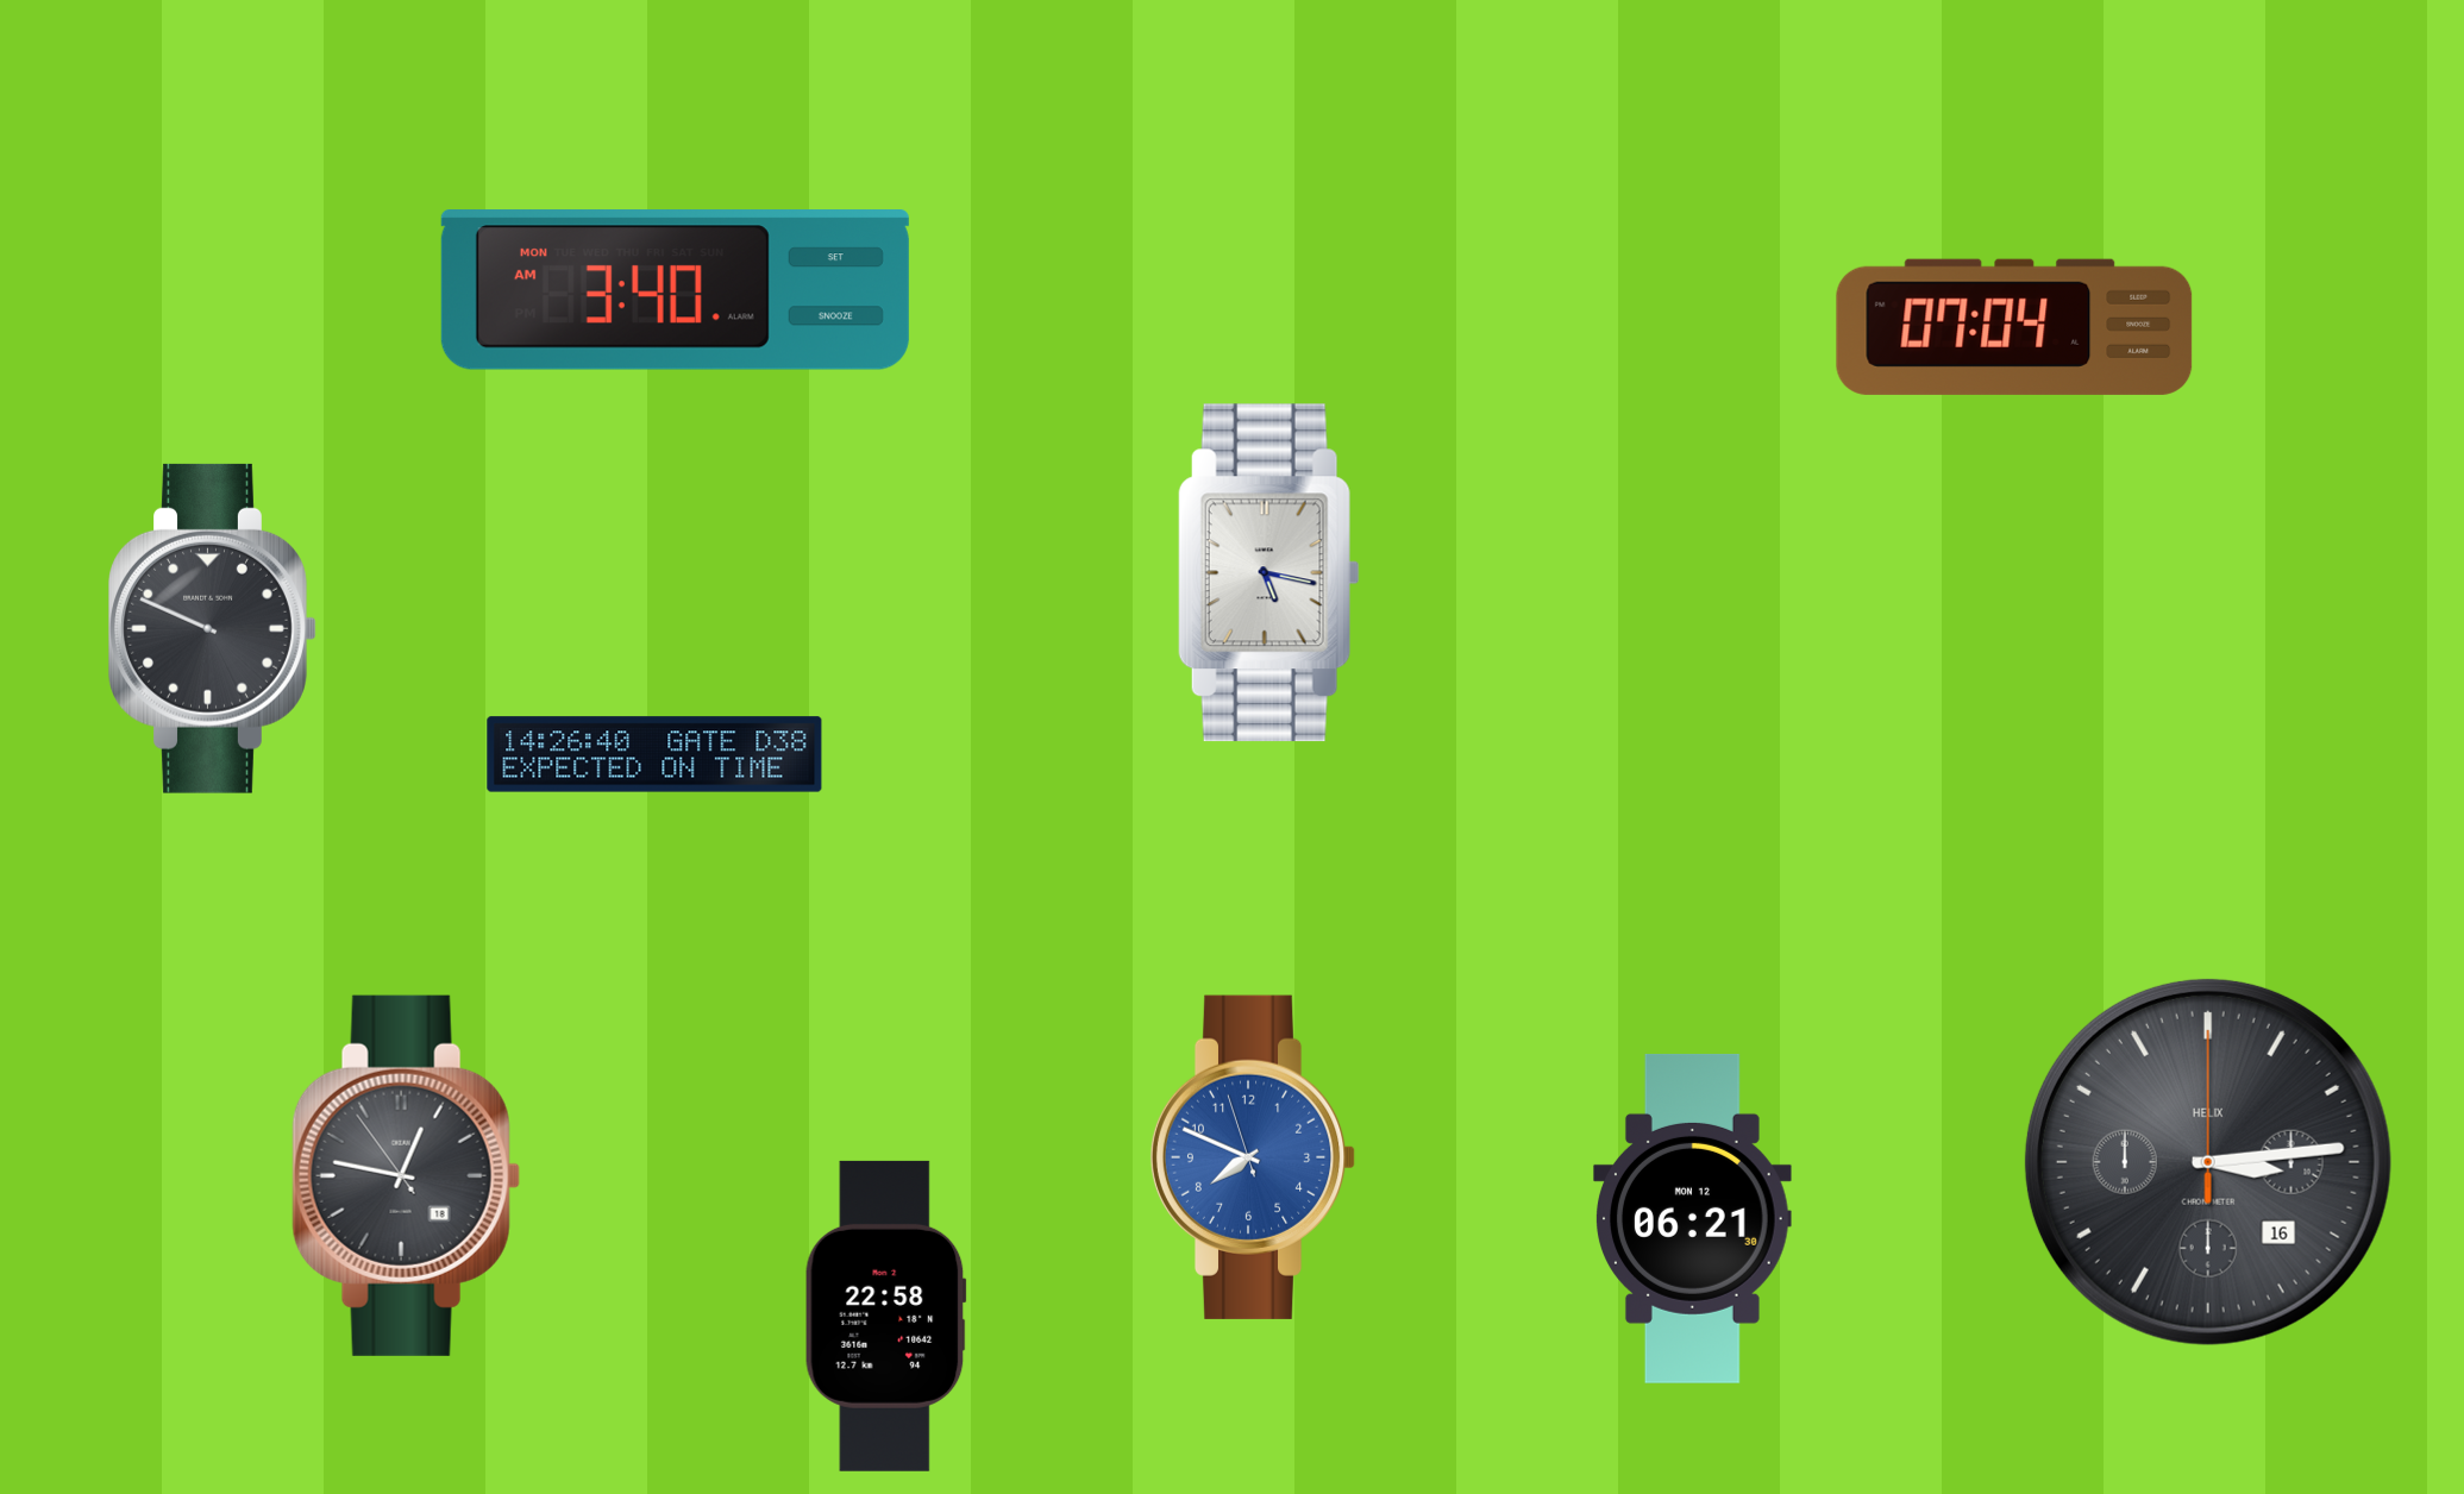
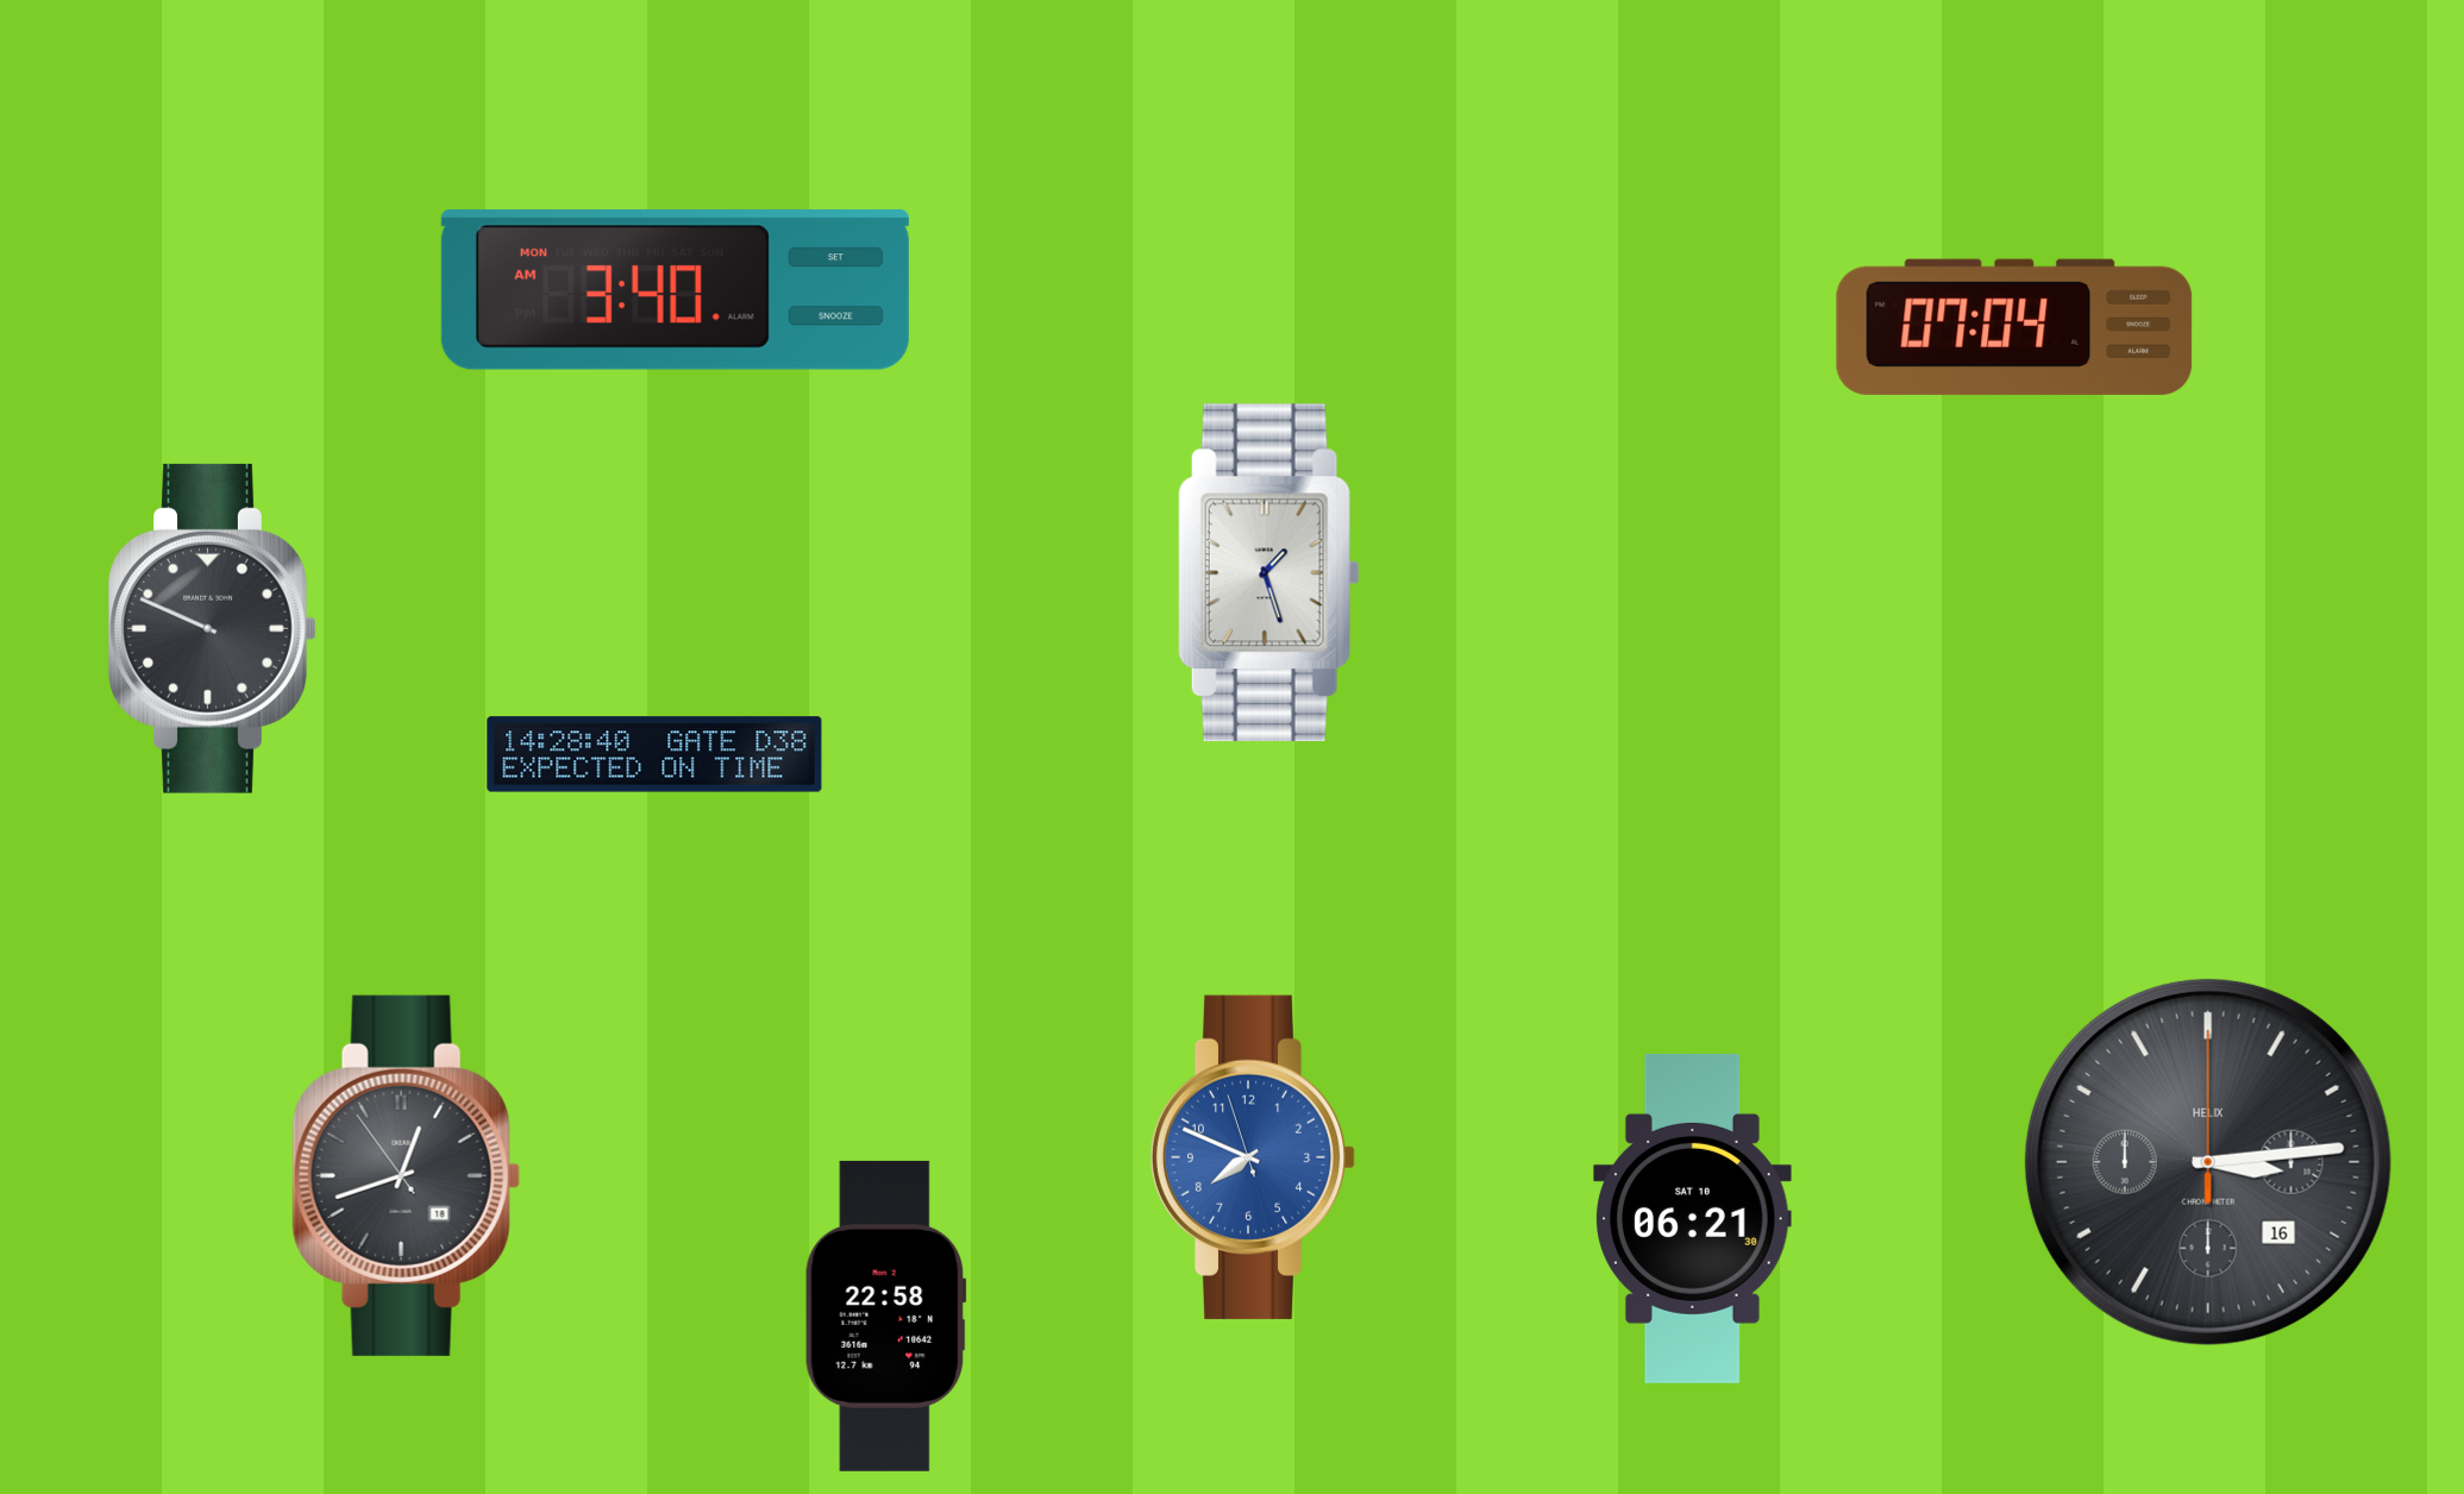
clock at (1268, 573): 5:17 -> 1:27
clock at (654, 754): 14:26 -> 14:28
clock at (406, 1175): 12:46 -> 12:41
clock at (1693, 1218) date: MON 12 -> SAT 10
